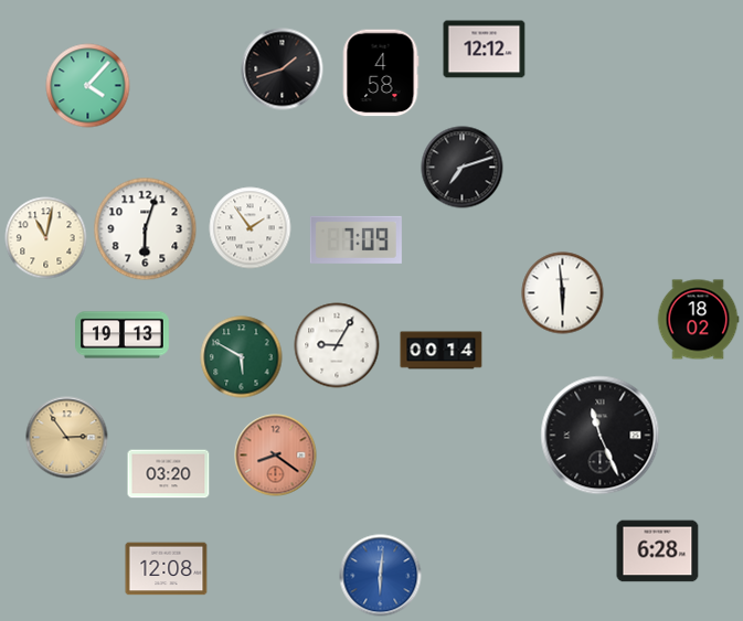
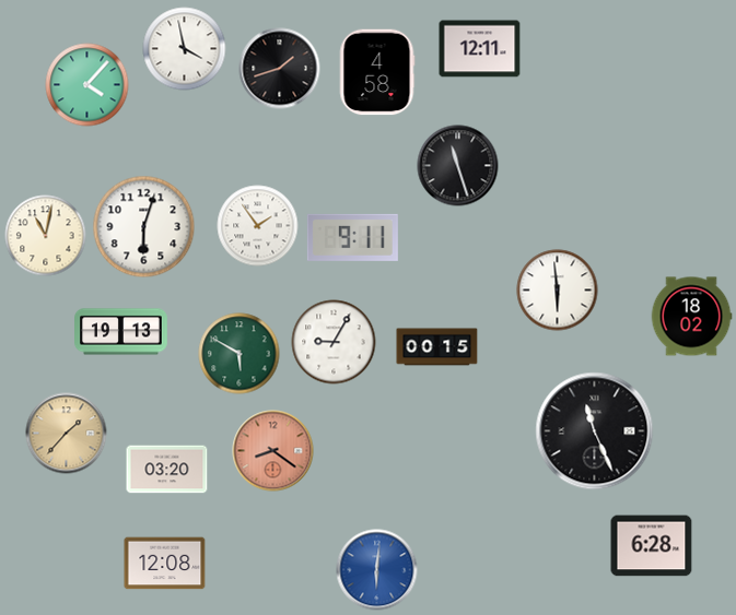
clock at (185, 49): none -> 3:58
clock at (485, 50): 12:12 -> 12:11
clock at (463, 168): 7:12 -> 11:27
clock at (251, 228) position: (251, 228) -> (258, 226)
clock at (355, 239): 7:09 -> 9:11
clock at (442, 351): 00:14 -> 00:15
clock at (67, 438): 2:54 -> 1:37
